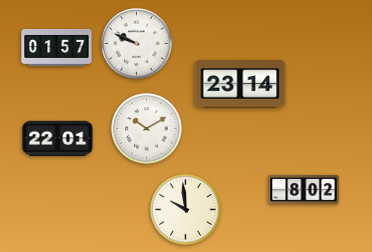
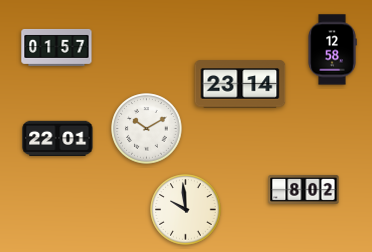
clock at (137, 44): 9:49 -> none
clock at (332, 50): none -> 12:58
